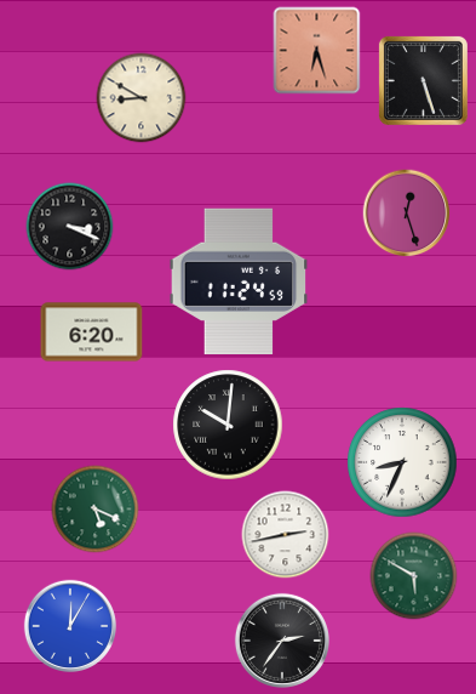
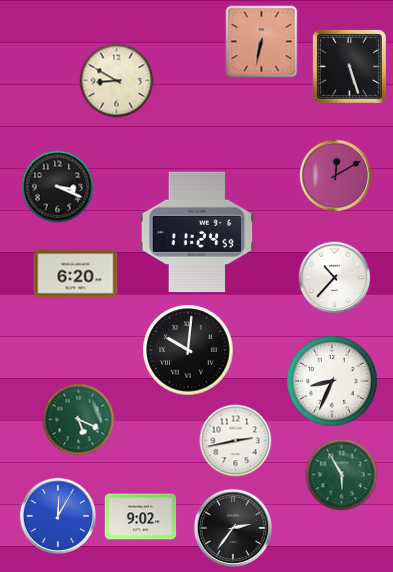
clock at (317, 51): 6:27 -> 6:32
clock at (407, 214): 12:27 -> 12:10
clock at (335, 278): none -> 10:37
clock at (414, 576): 5:50 -> 5:55
clock at (141, 517): none -> 9:02
